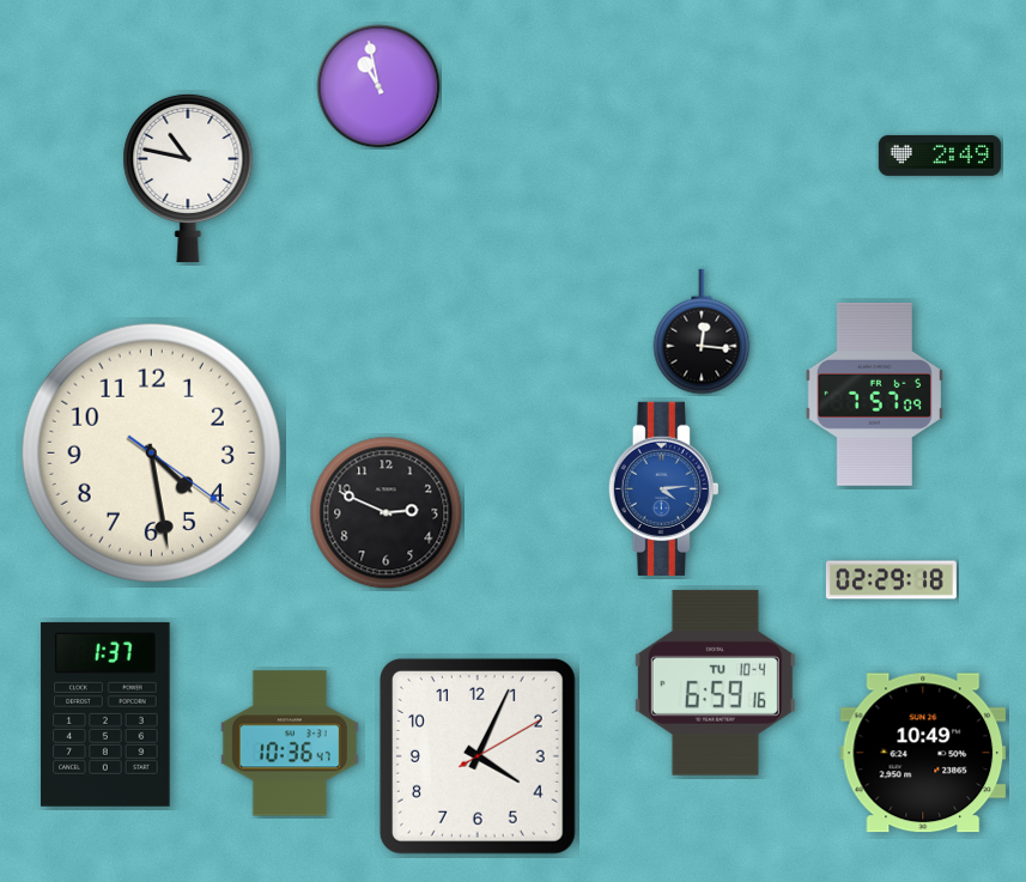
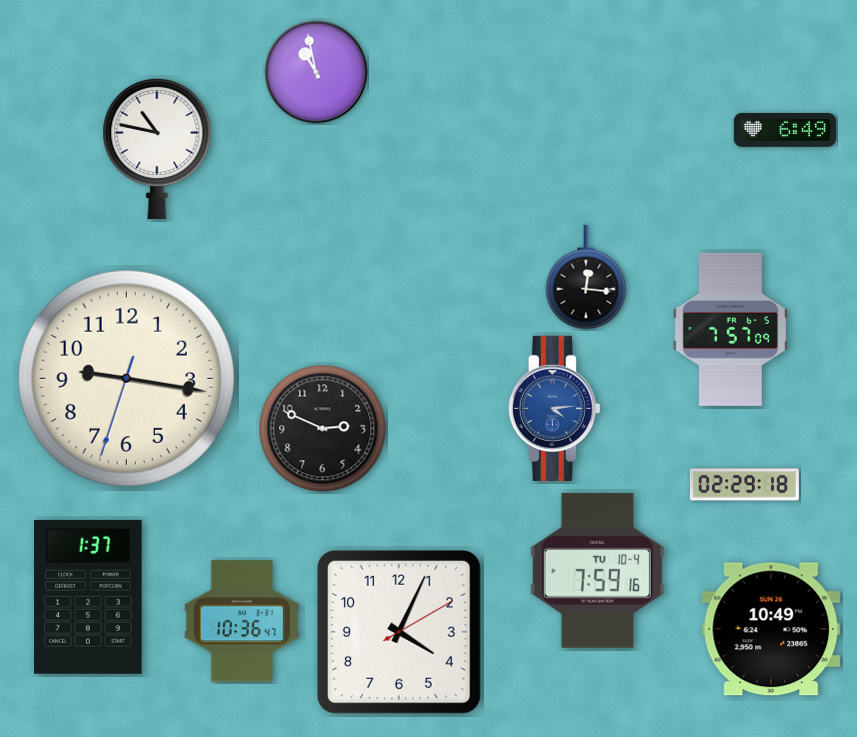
clock at (940, 156): 2:49 -> 6:49
clock at (151, 452): 4:28 -> 9:16
clock at (715, 682): 6:59 -> 7:59
